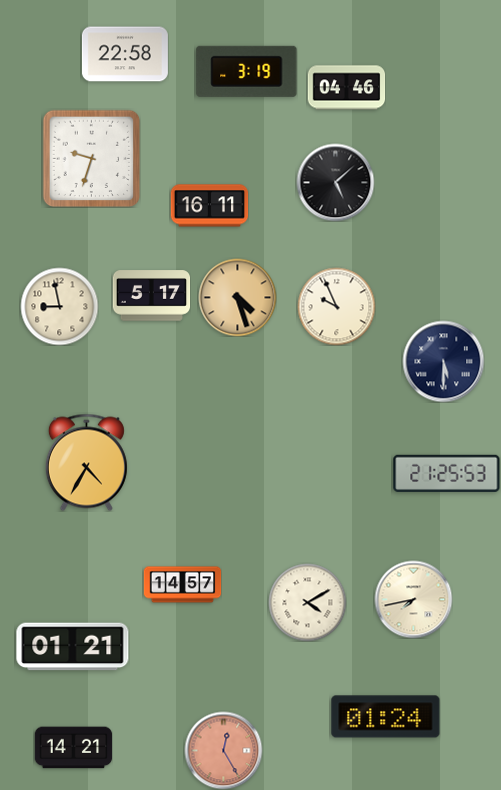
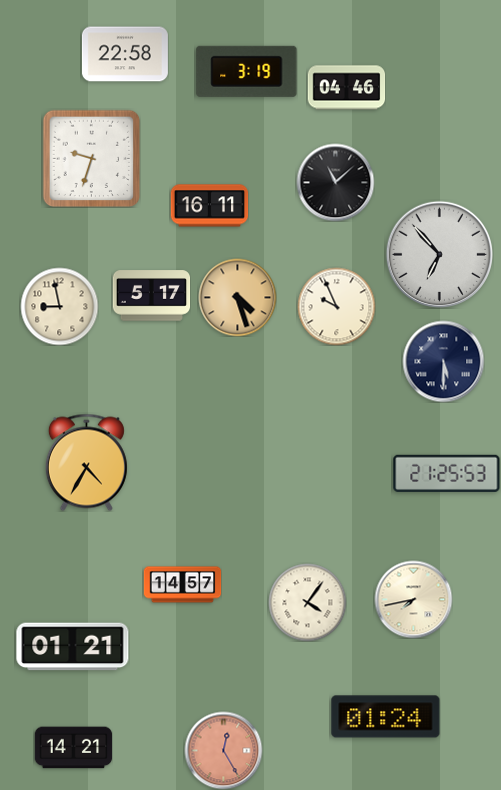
clock at (335, 182): 5:08 -> 11:08
clock at (439, 254): none -> 6:53
clock at (307, 602): 4:10 -> 4:06
